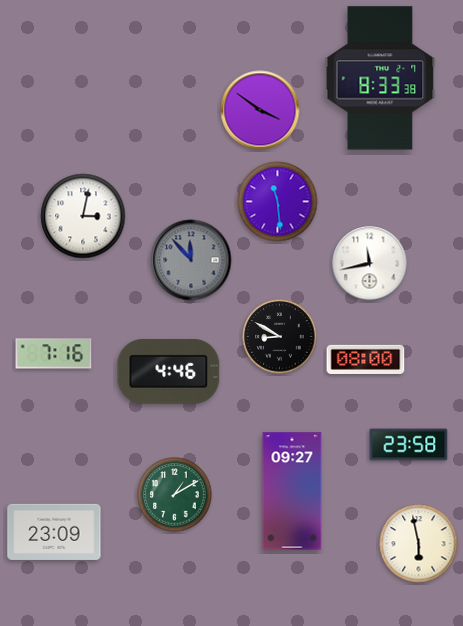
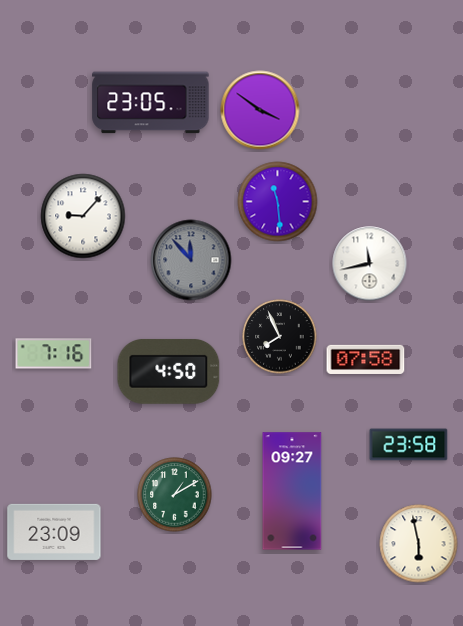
clock at (380, 78): 8:33 -> none
clock at (151, 103): none -> 23:05
clock at (83, 216): 3:02 -> 9:07
clock at (280, 337): 8:50 -> 7:56
clock at (366, 359): 08:00 -> 07:58
clock at (169, 371): 4:46 -> 4:50
